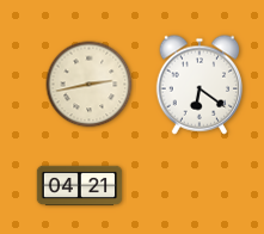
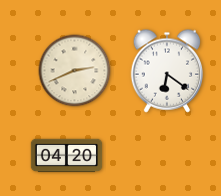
clock at (90, 85): 2:43 -> 2:41
clock at (80, 186): 04:21 -> 04:20
